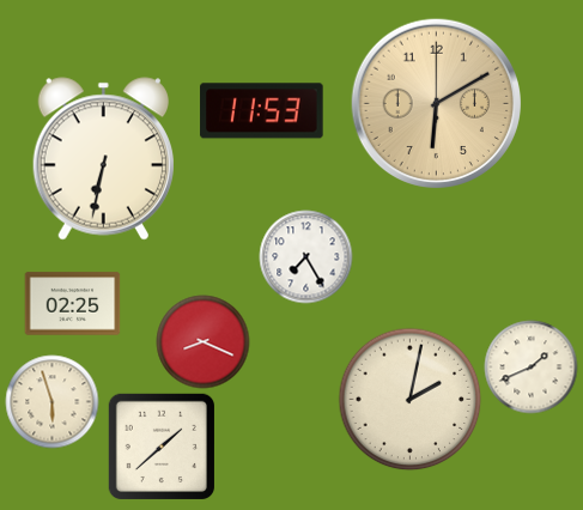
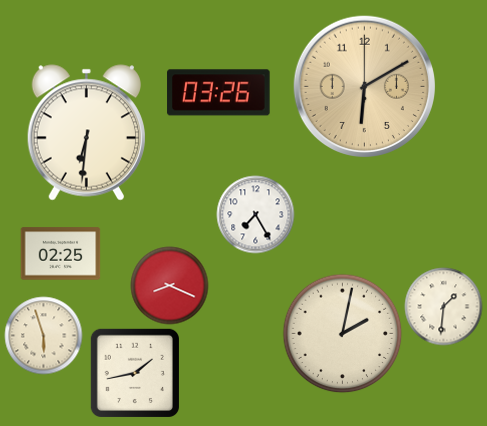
clock at (262, 111): 11:53 -> 03:26
clock at (103, 159): 6:32 -> 6:31
clock at (530, 366): 1:41 -> 1:31
clock at (160, 445): 1:38 -> 1:43
